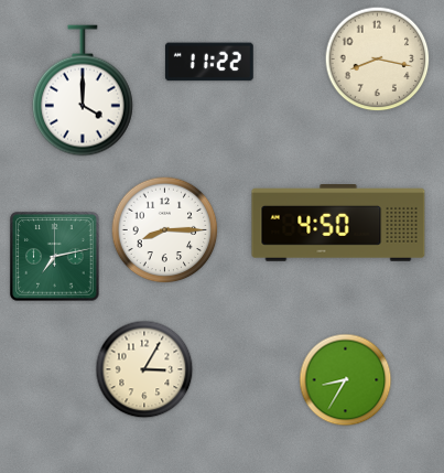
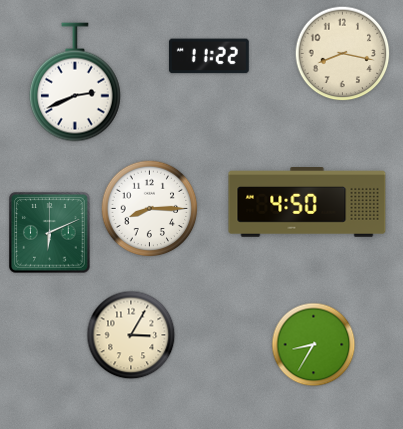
clock at (209, 62) position: (209, 62) -> (209, 56)
clock at (83, 90): 4:00 -> 2:41
clock at (55, 257): 7:13 -> 6:11
